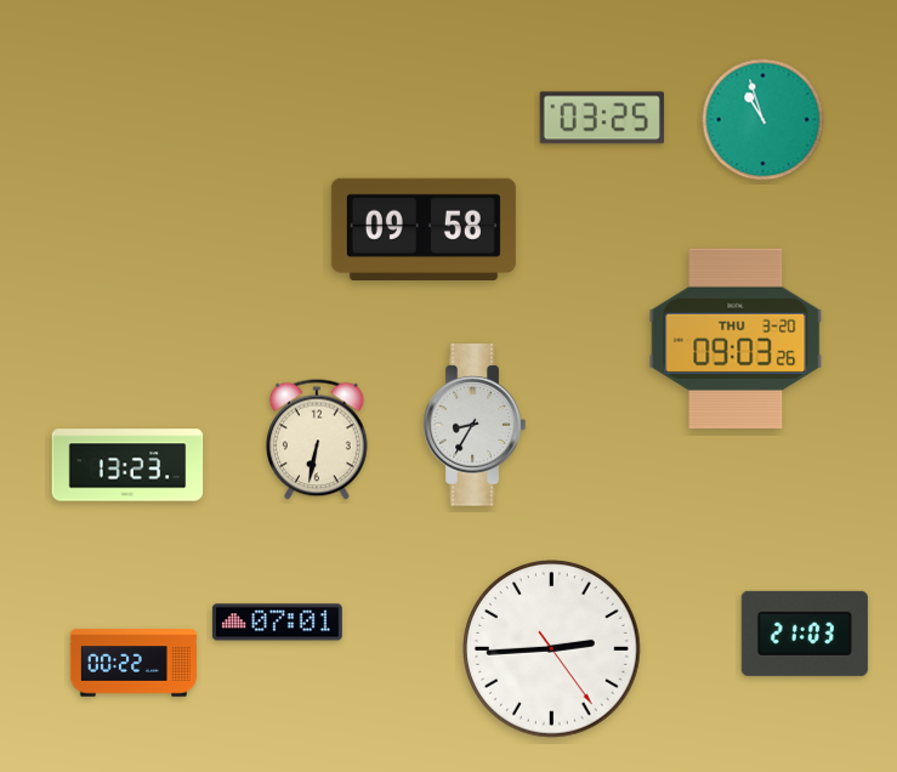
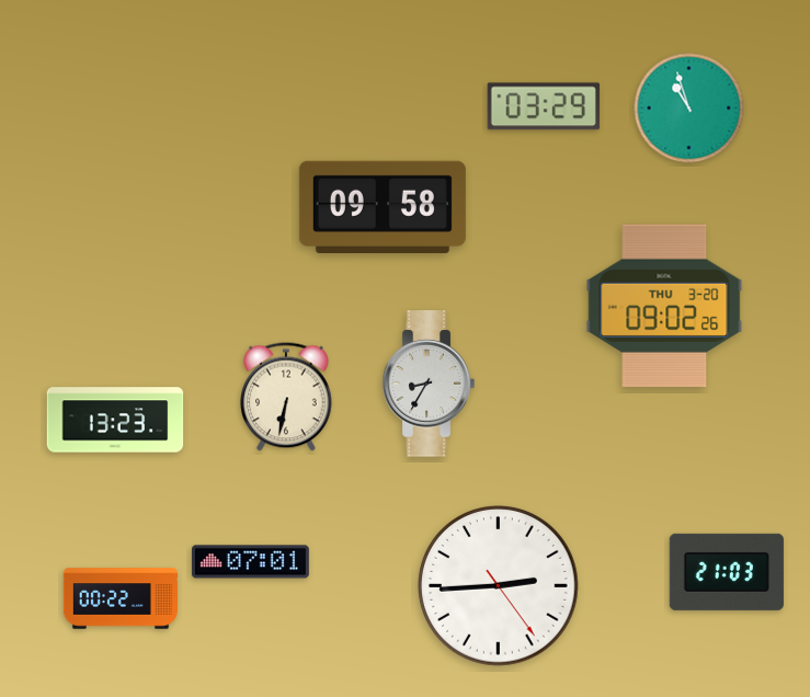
clock at (602, 118): 03:25 -> 03:29
clock at (736, 339): 09:03 -> 09:02
